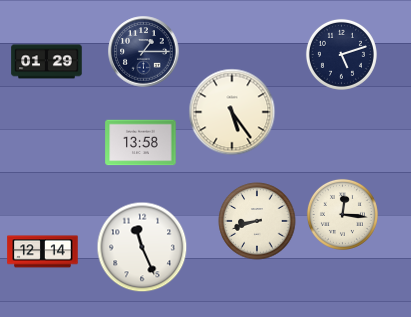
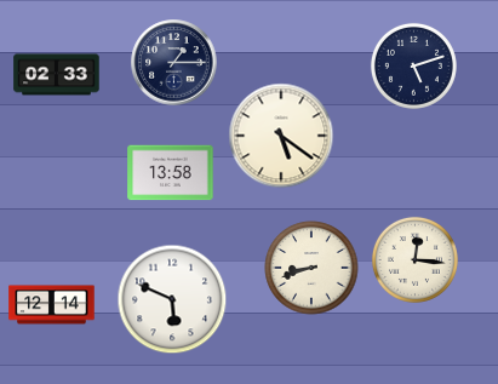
clock at (47, 62): 01:29 -> 02:33
clock at (232, 112): 5:24 -> 5:21
clock at (142, 247): 11:26 -> 5:49
